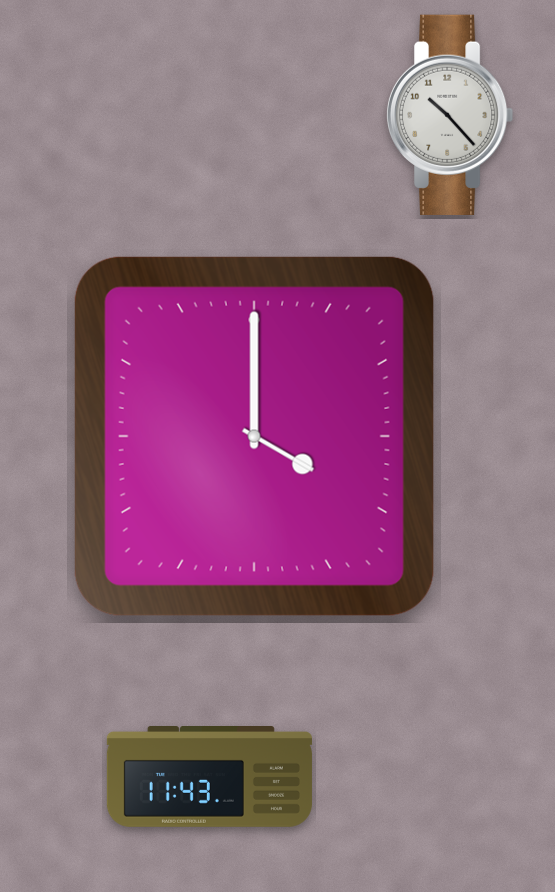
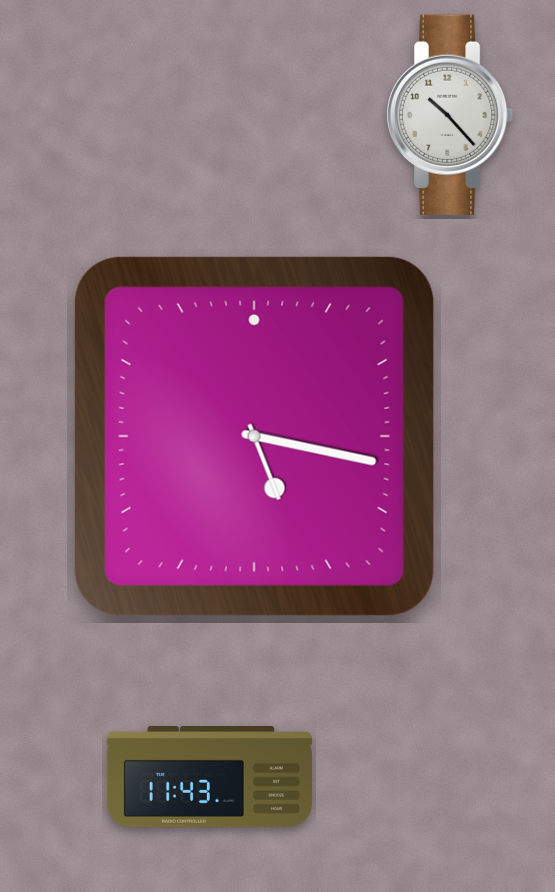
clock at (254, 436): 4:00 -> 5:17
